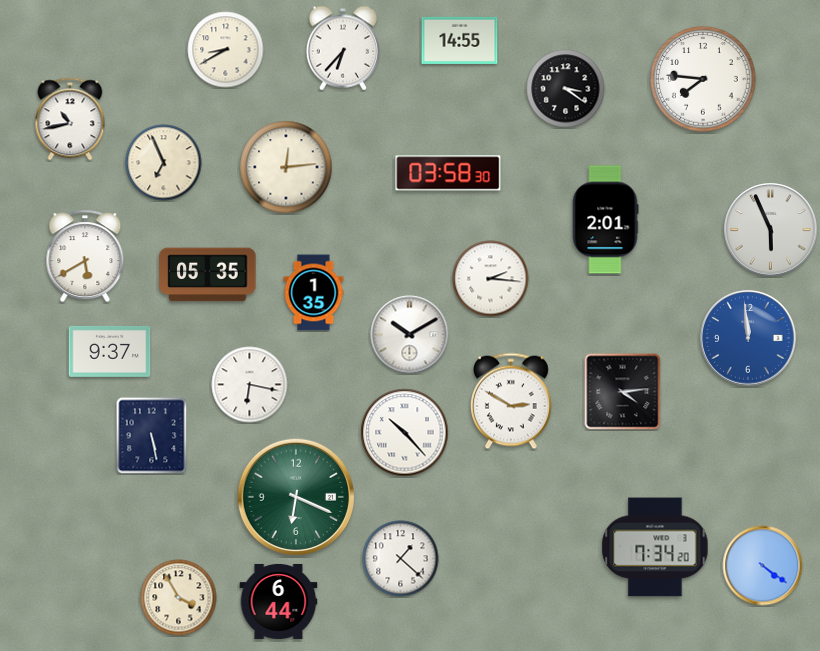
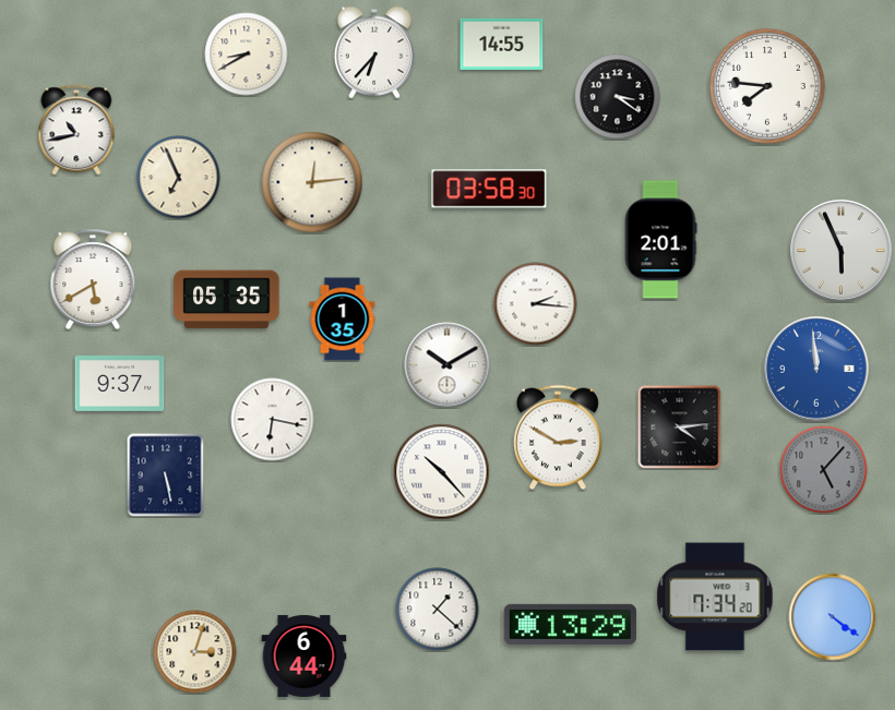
clock at (824, 470): none -> 5:07
clock at (295, 496): 6:19 -> none
clock at (570, 624): none -> 13:29
clock at (179, 598): 3:55 -> 3:03
